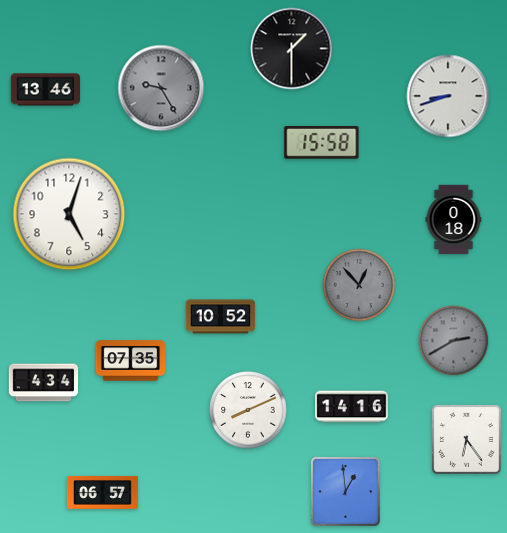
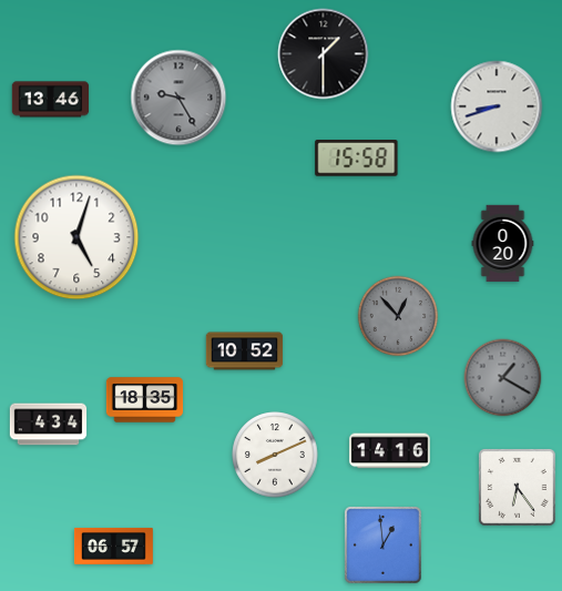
clock at (454, 220): 0:18 -> 0:20
clock at (454, 341): 2:40 -> 1:20
clock at (131, 361): 07:35 -> 18:35
